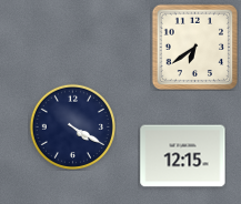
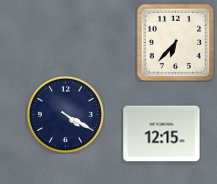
clock at (194, 47): 6:39 -> 6:37
clock at (183, 156) position: (183, 156) -> (162, 134)
